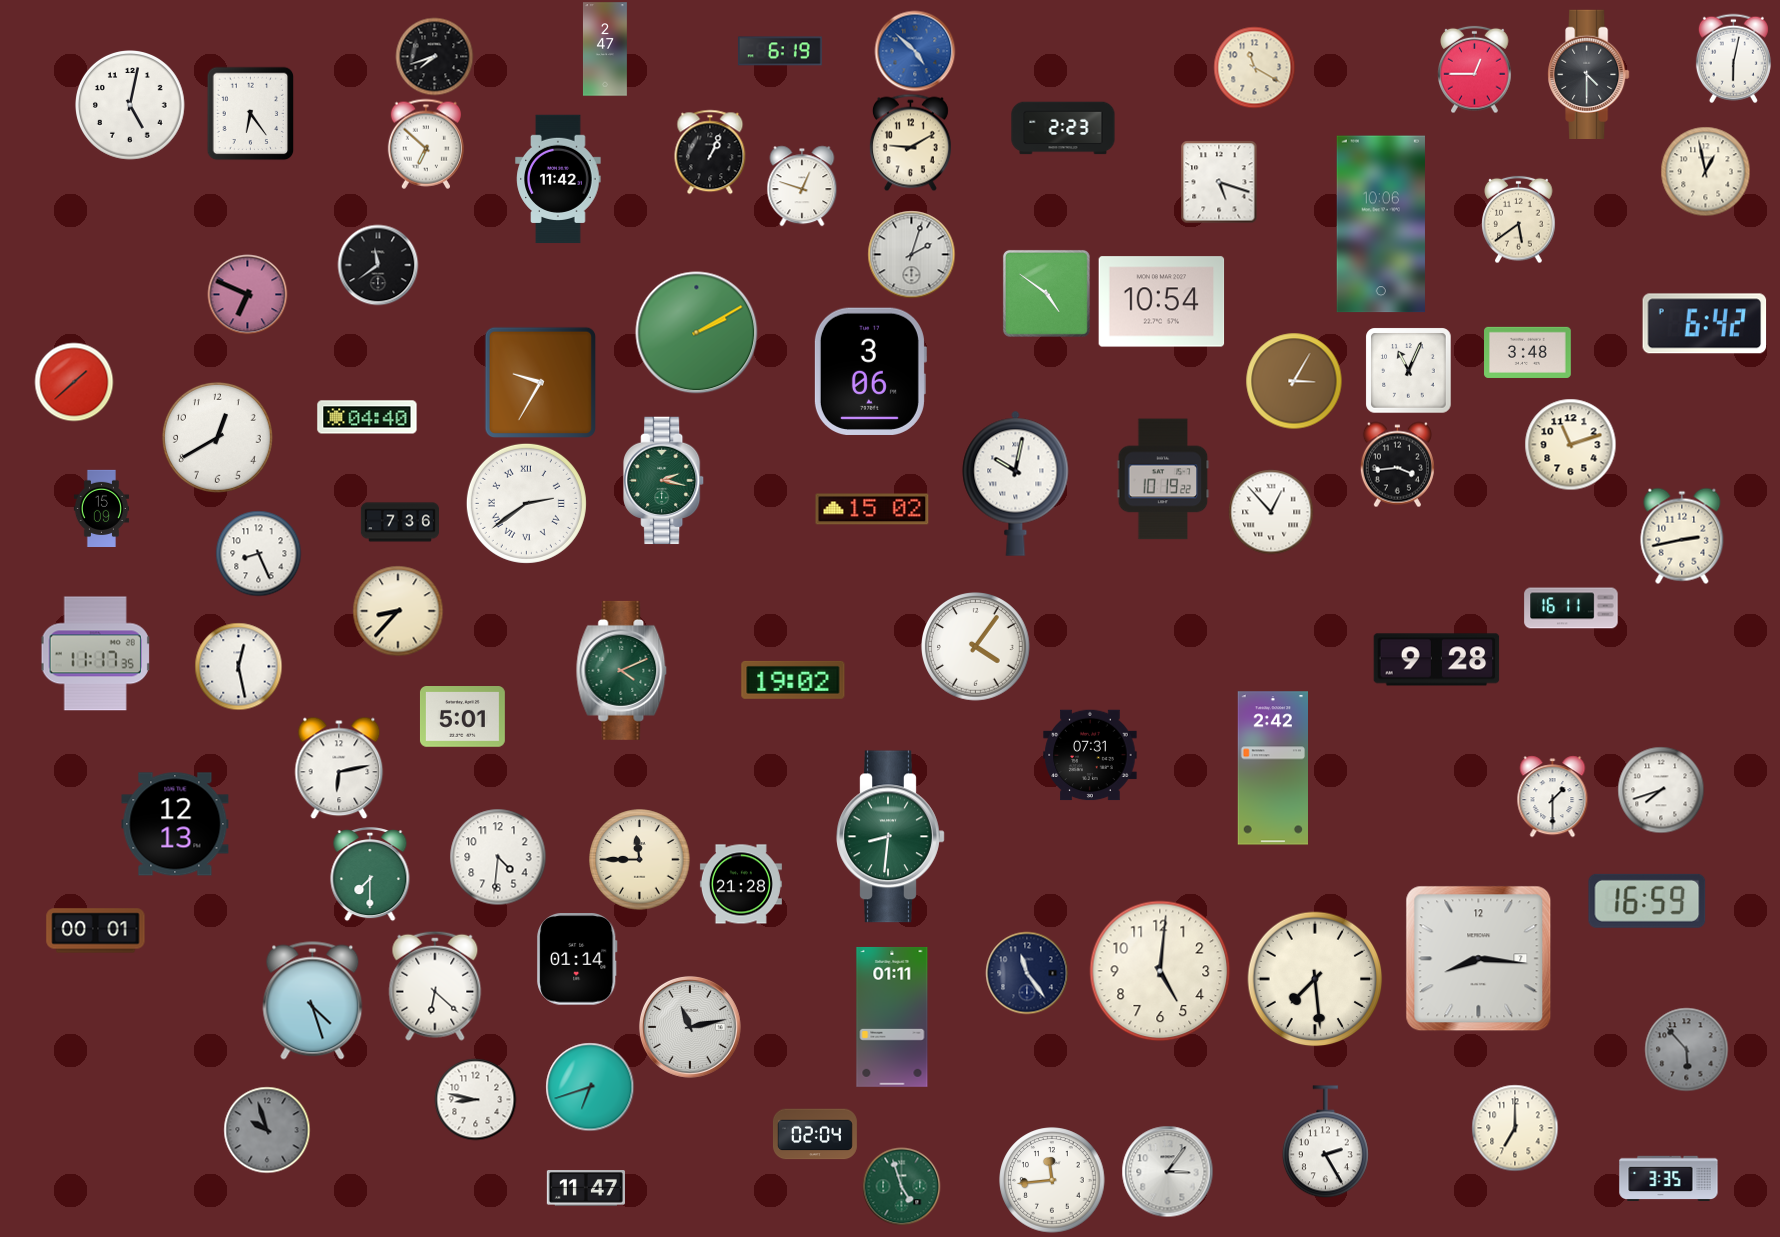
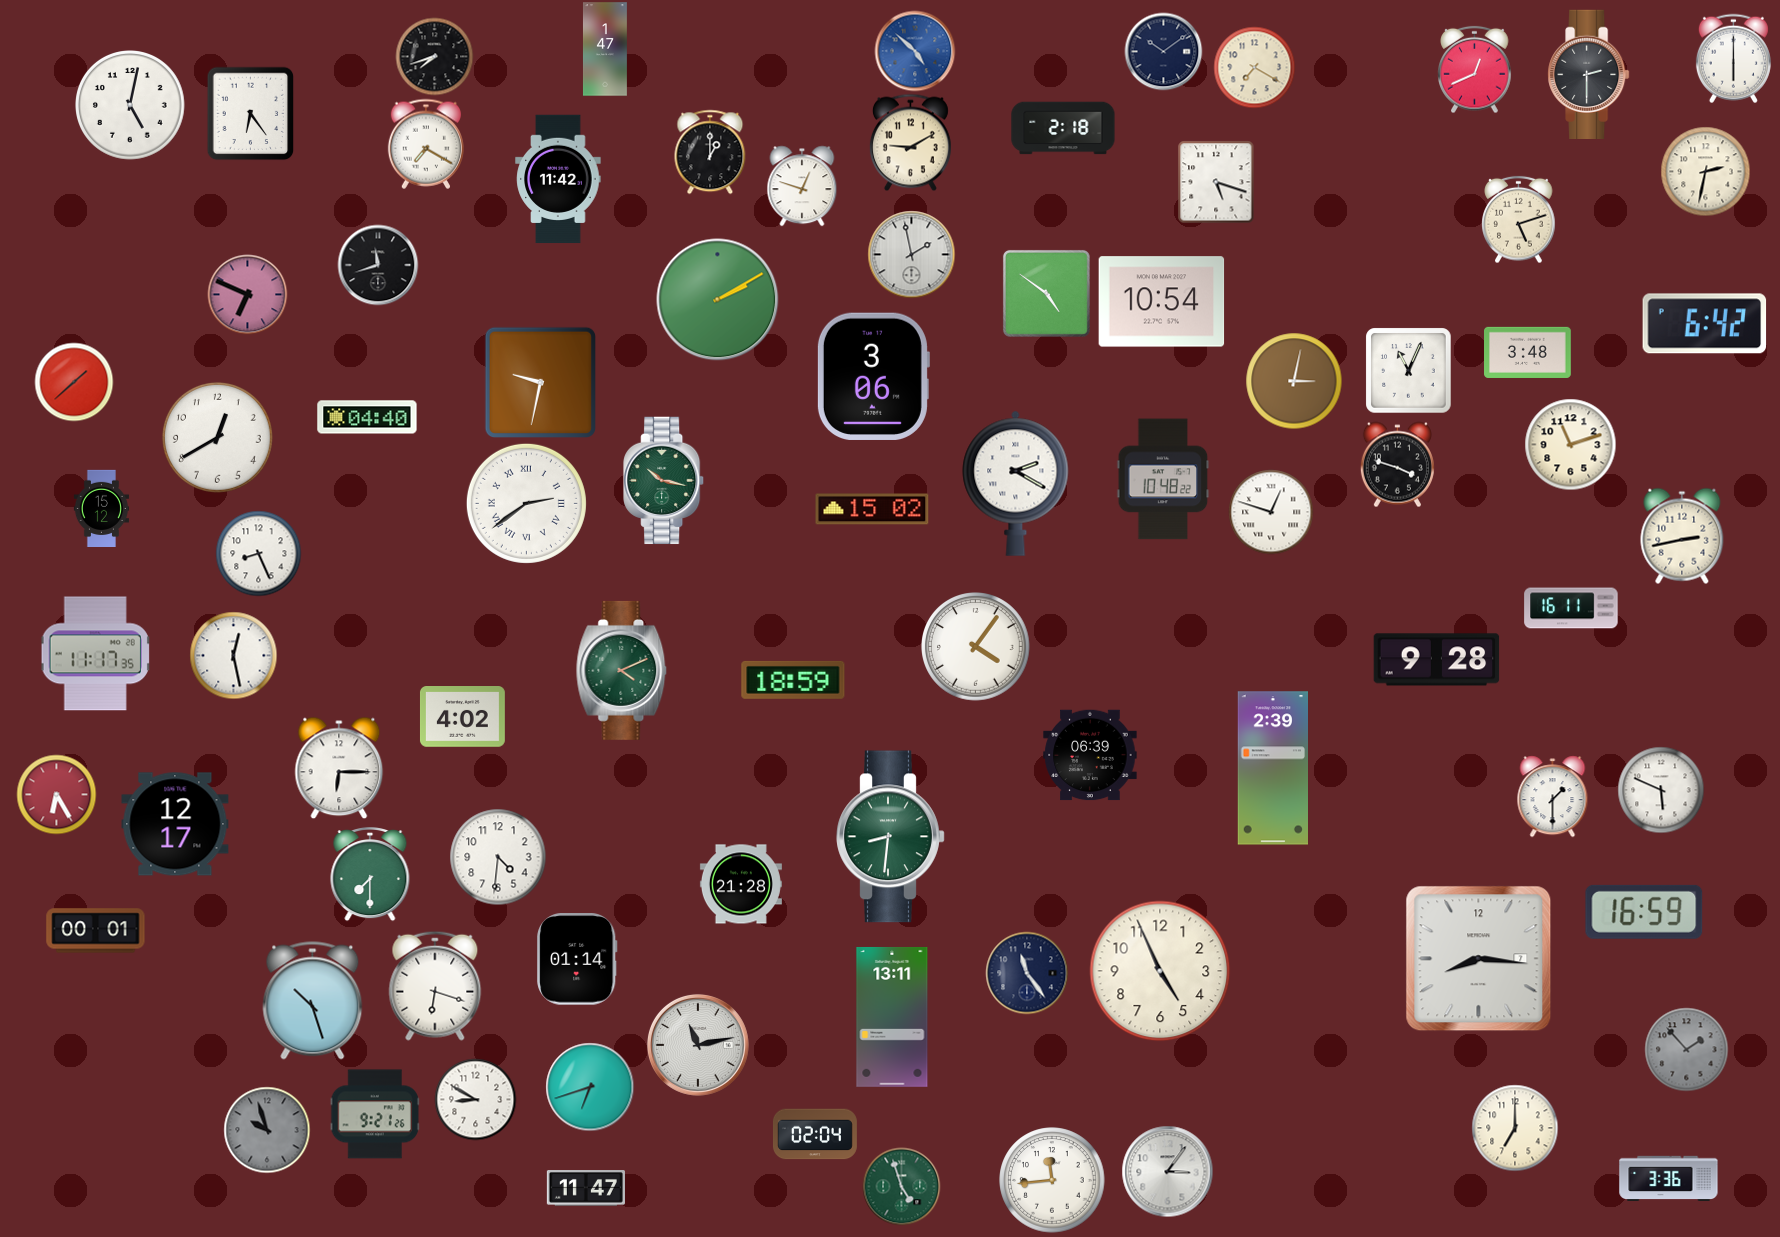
clock at (605, 49): 2:47 -> 1:47
clock at (780, 51): 6:19 -> none
clock at (1163, 51): none -> 10:09
clock at (1733, 58): 6:02 -> 6:00
clock at (1254, 67): 11:20 -> 7:20
clock at (1475, 69): 12:45 -> 12:41
clock at (1589, 74): 4:30 -> 2:30
clock at (1063, 128): 2:23 -> 2:18
clock at (426, 144): 6:52 -> 7:20
clock at (710, 152): 1:04 -> 1:00
clock at (1705, 171): 12:58 -> 2:32
clock at (1219, 182) position: (1219, 182) -> (1216, 182)
clock at (1519, 219): 5:39 -> 5:12
clock at (1381, 224): 10:06 -> none
clock at (911, 254): 2:03 -> 1:58
clock at (378, 265): 11:39 -> 11:42
clock at (697, 333) position: (697, 333) -> (718, 300)
clock at (870, 371) position: (870, 371) -> (873, 376)
clock at (1294, 381): 3:05 -> 3:02
clock at (540, 382): 9:35 -> 9:32
clock at (1397, 464): 3:44 -> 3:48
clock at (1163, 479): 10:19 -> 10:48
clock at (664, 481): 2:17 -> 10:17
clock at (1016, 483): 10:02 -> 2:20
clock at (101, 508): 15:09 -> 15:12
clock at (1271, 512): 12:53 -> 12:48
clock at (399, 522): 7:36 -> none
clock at (398, 611): 8:37 -> none
clock at (238, 666) position: (238, 666) -> (233, 655)
clock at (793, 680): 19:02 -> 18:59
clock at (462, 717): 5:01 -> 4:02
clock at (1090, 755): 07:31 -> 06:39
clock at (339, 768): 6:13 -> 6:15
clock at (1272, 768): 2:42 -> 2:39
clock at (1661, 790): 7:42 -> 5:49
clock at (56, 794): none -> 6:25
clock at (175, 824): 12:13 -> 12:17
clock at (640, 860): 11:45 -> none
clock at (1647, 901) position: (1647, 901) -> (1644, 912)
clock at (1160, 971): 5:01 -> 4:56
clock at (1315, 979): 7:29 -> none
clock at (435, 986): 6:22 -> 6:18
clock at (313, 1001): 4:27 -> 10:27
clock at (892, 1017): 01:11 -> 13:11
clock at (690, 1027) position: (690, 1027) -> (698, 1045)
clock at (1686, 1049): 5:53 -> 1:53
clock at (475, 1099): 8:47 -> 8:50
clock at (375, 1114): none -> 9:21
clock at (1325, 1142): 2:25 -> none
clock at (1669, 1178): 3:35 -> 3:36
